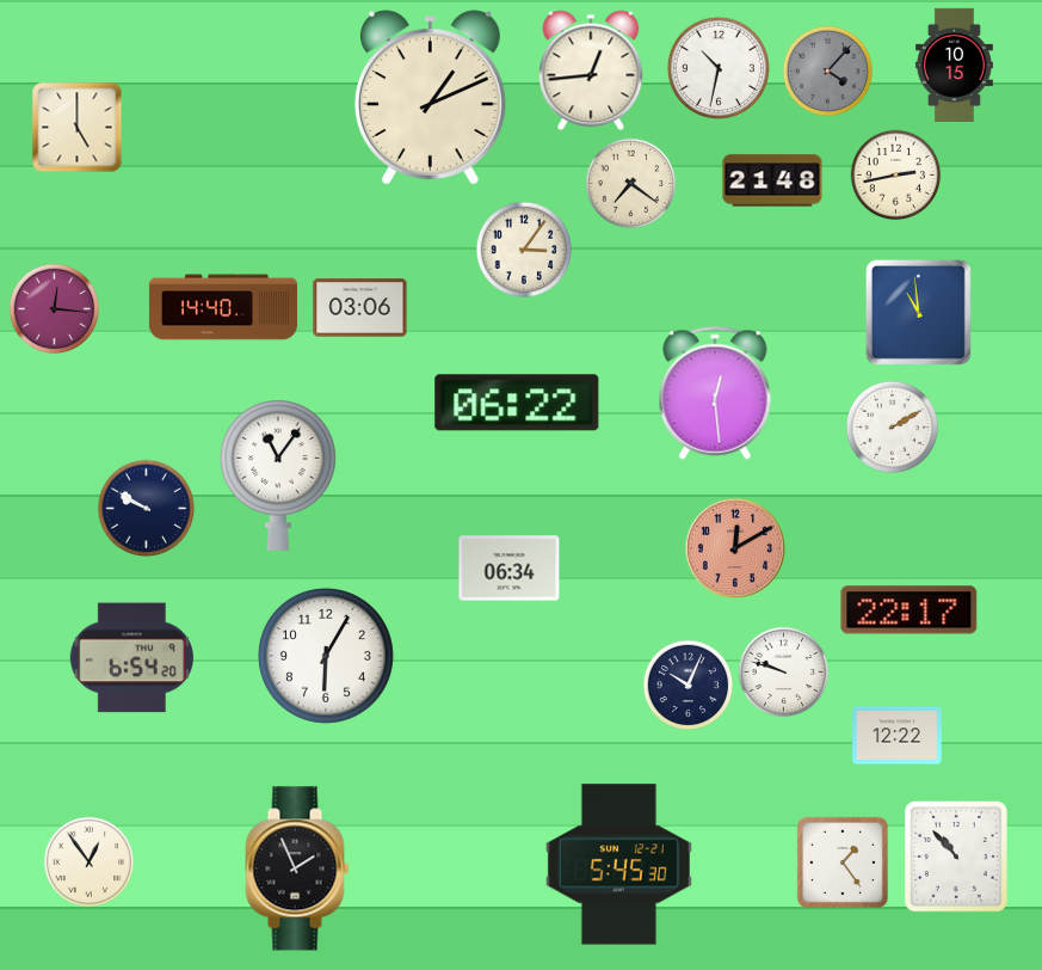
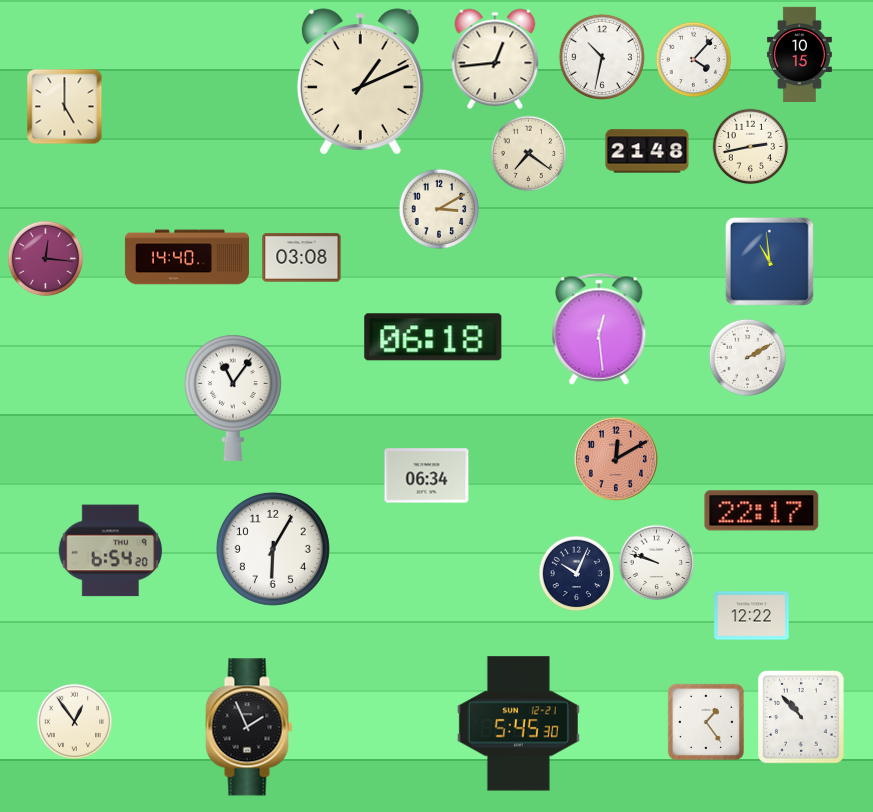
clock at (828, 72) dial: grey -> white
clock at (524, 250): 3:06 -> 3:10
clock at (360, 308): 03:06 -> 03:08
clock at (517, 403): 06:22 -> 06:18
clock at (147, 509): 9:50 -> none
